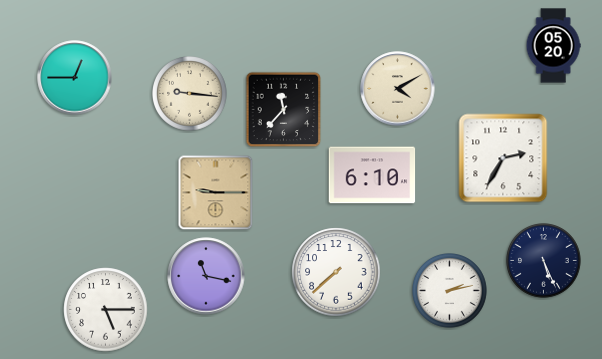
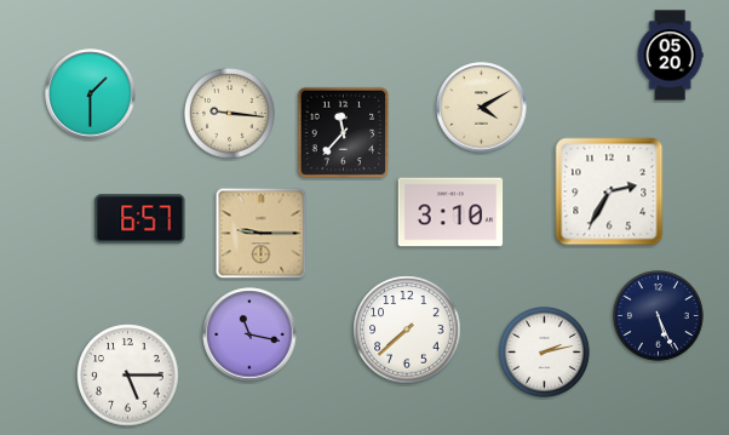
clock at (75, 78): 12:45 -> 1:30
clock at (372, 175): 6:10 -> 3:10
clock at (140, 219): none -> 6:57
